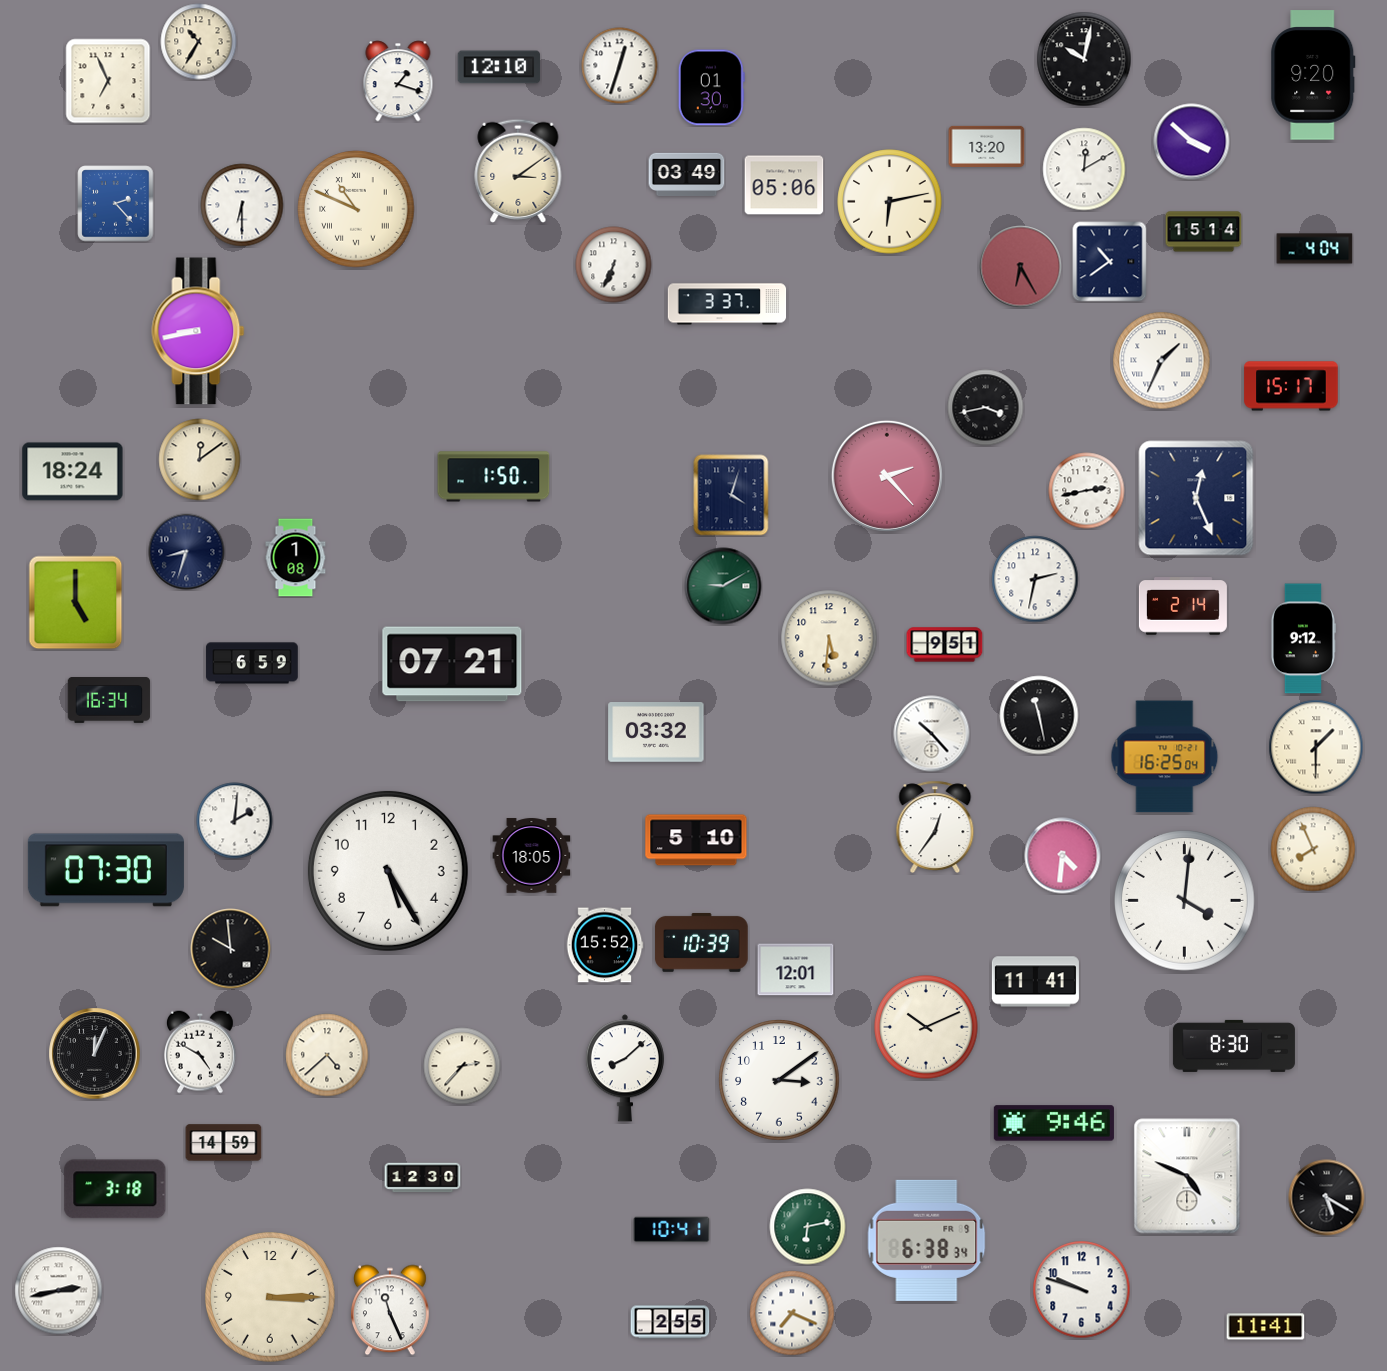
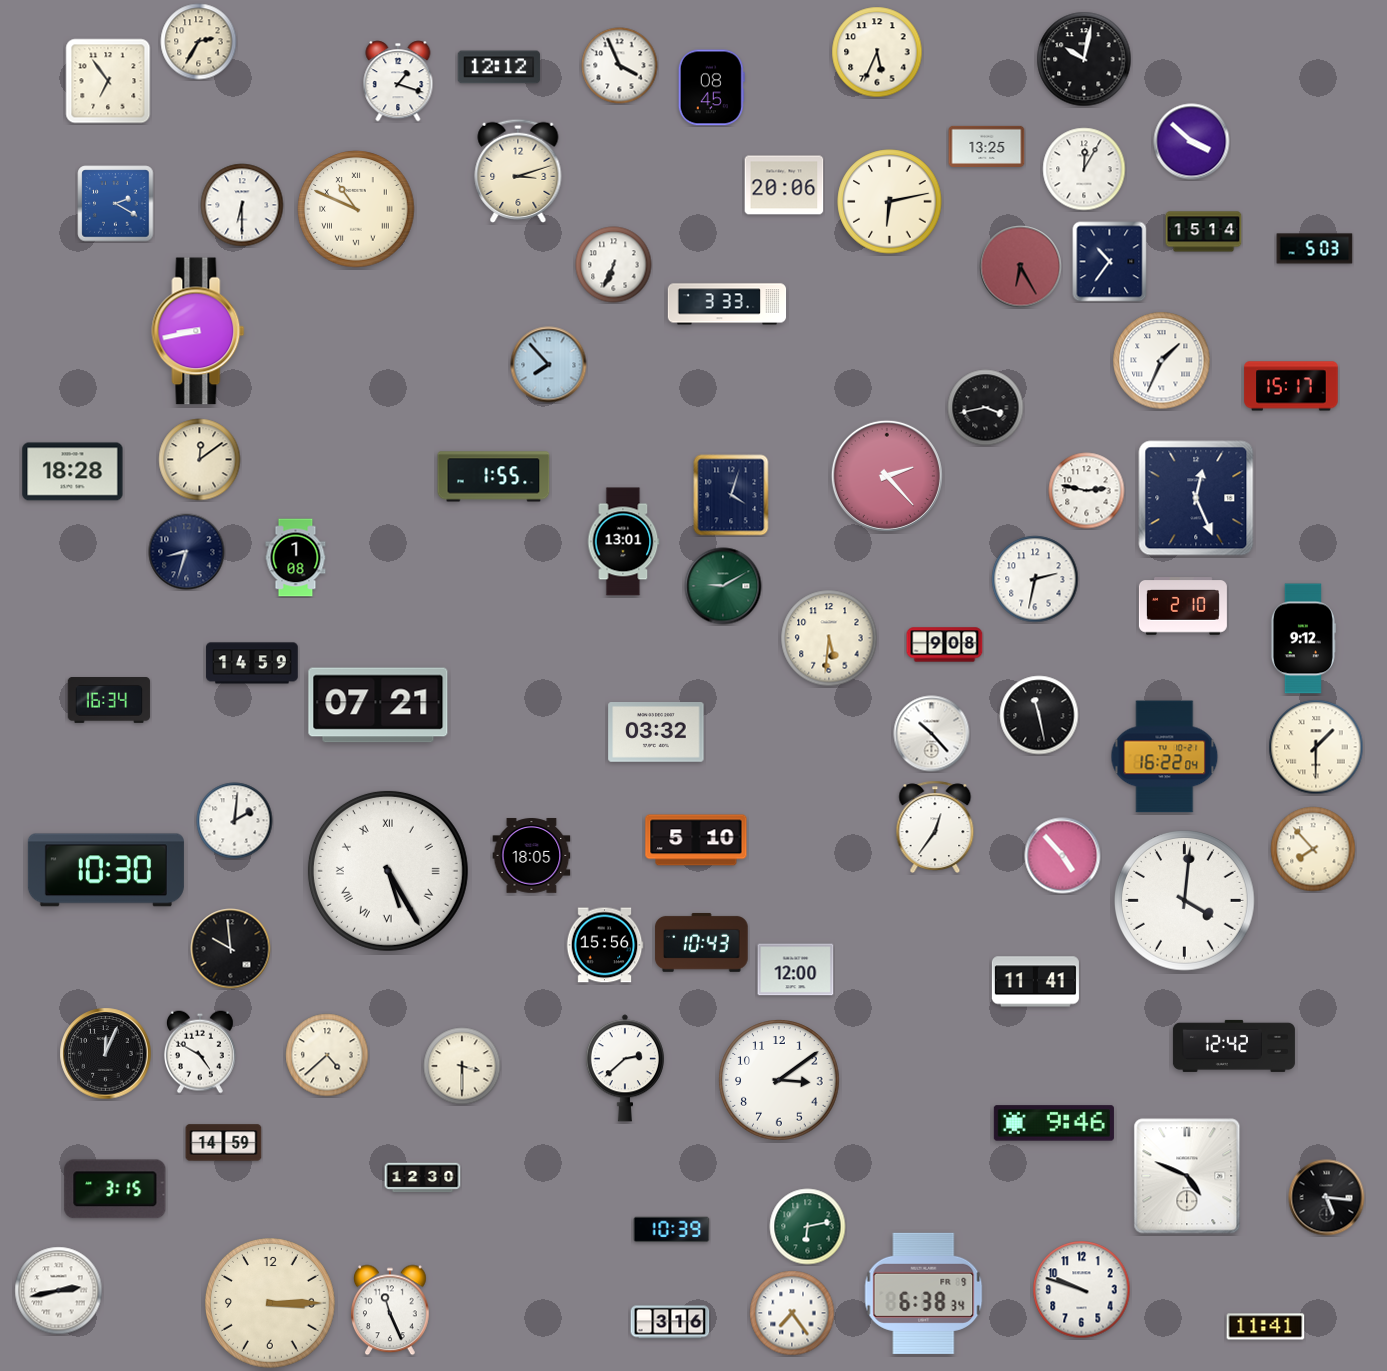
clock at (199, 42): 10:35 -> 2:35
clock at (877, 52): none -> 5:34
clock at (620, 66): 12:33 -> 3:56
clock at (499, 67): 12:10 -> 12:12
clock at (1313, 75): 9:20 -> none
clock at (108, 81): 6:56 -> 6:54
clock at (711, 88): 01:30 -> 08:45
clock at (987, 146): 13:20 -> 13:25
clock at (1084, 169): 12:10 -> 12:05
clock at (518, 171): 3:09 -> 3:12
clock at (687, 174): 03:49 -> none
clock at (784, 185): 05:06 -> 20:06
clock at (116, 204): 2:23 -> 2:20
clock at (1315, 249): 4:04 -> 5:03
clock at (1110, 262): 10:39 -> 10:36
clock at (727, 304): 3:37 -> 3:33
clock at (549, 365): none -> 7:53
clock at (73, 472): 18:24 -> 18:28
clock at (494, 477): 1:50 -> 1:55
clock at (1087, 491): 2:43 -> 2:47
clock at (623, 542): none -> 13:01
clock at (76, 603): 5:00 -> none
clock at (1183, 606): 2:14 -> 2:10
clock at (945, 645): 9:51 -> 9:08
clock at (252, 663): 6:59 -> 14:59
clock at (452, 664) position: (452, 664) -> (378, 705)
clock at (1165, 757): 16:25 -> 16:22
clock at (1313, 849): 7:56 -> 7:53
clock at (1063, 856): 4:31 -> 4:53
clock at (106, 870): 07:30 -> 10:30
clock at (388, 871) numerals: Arabic -> Roman
clock at (702, 942): 10:39 -> 10:43
clock at (605, 945): 15:52 -> 15:56
clock at (796, 970): 12:01 -> 12:00
clock at (926, 1027): 10:11 -> none
clock at (1234, 1046): 8:30 -> 12:42
clock at (95, 1054) position: (95, 1054) -> (106, 1054)
clock at (462, 1066): 2:37 -> 3:30
clock at (625, 1068): 8:08 -> 2:38
clock at (115, 1189): 3:18 -> 3:15
clock at (1327, 1198): 5:20 -> 5:16
clock at (672, 1230): 10:41 -> 10:39
clock at (927, 1240) position: (927, 1240) -> (924, 1293)
clock at (270, 1297) position: (270, 1297) -> (270, 1303)
clock at (792, 1313): 7:19 -> 7:24
clock at (670, 1322): 2:55 -> 3:16
